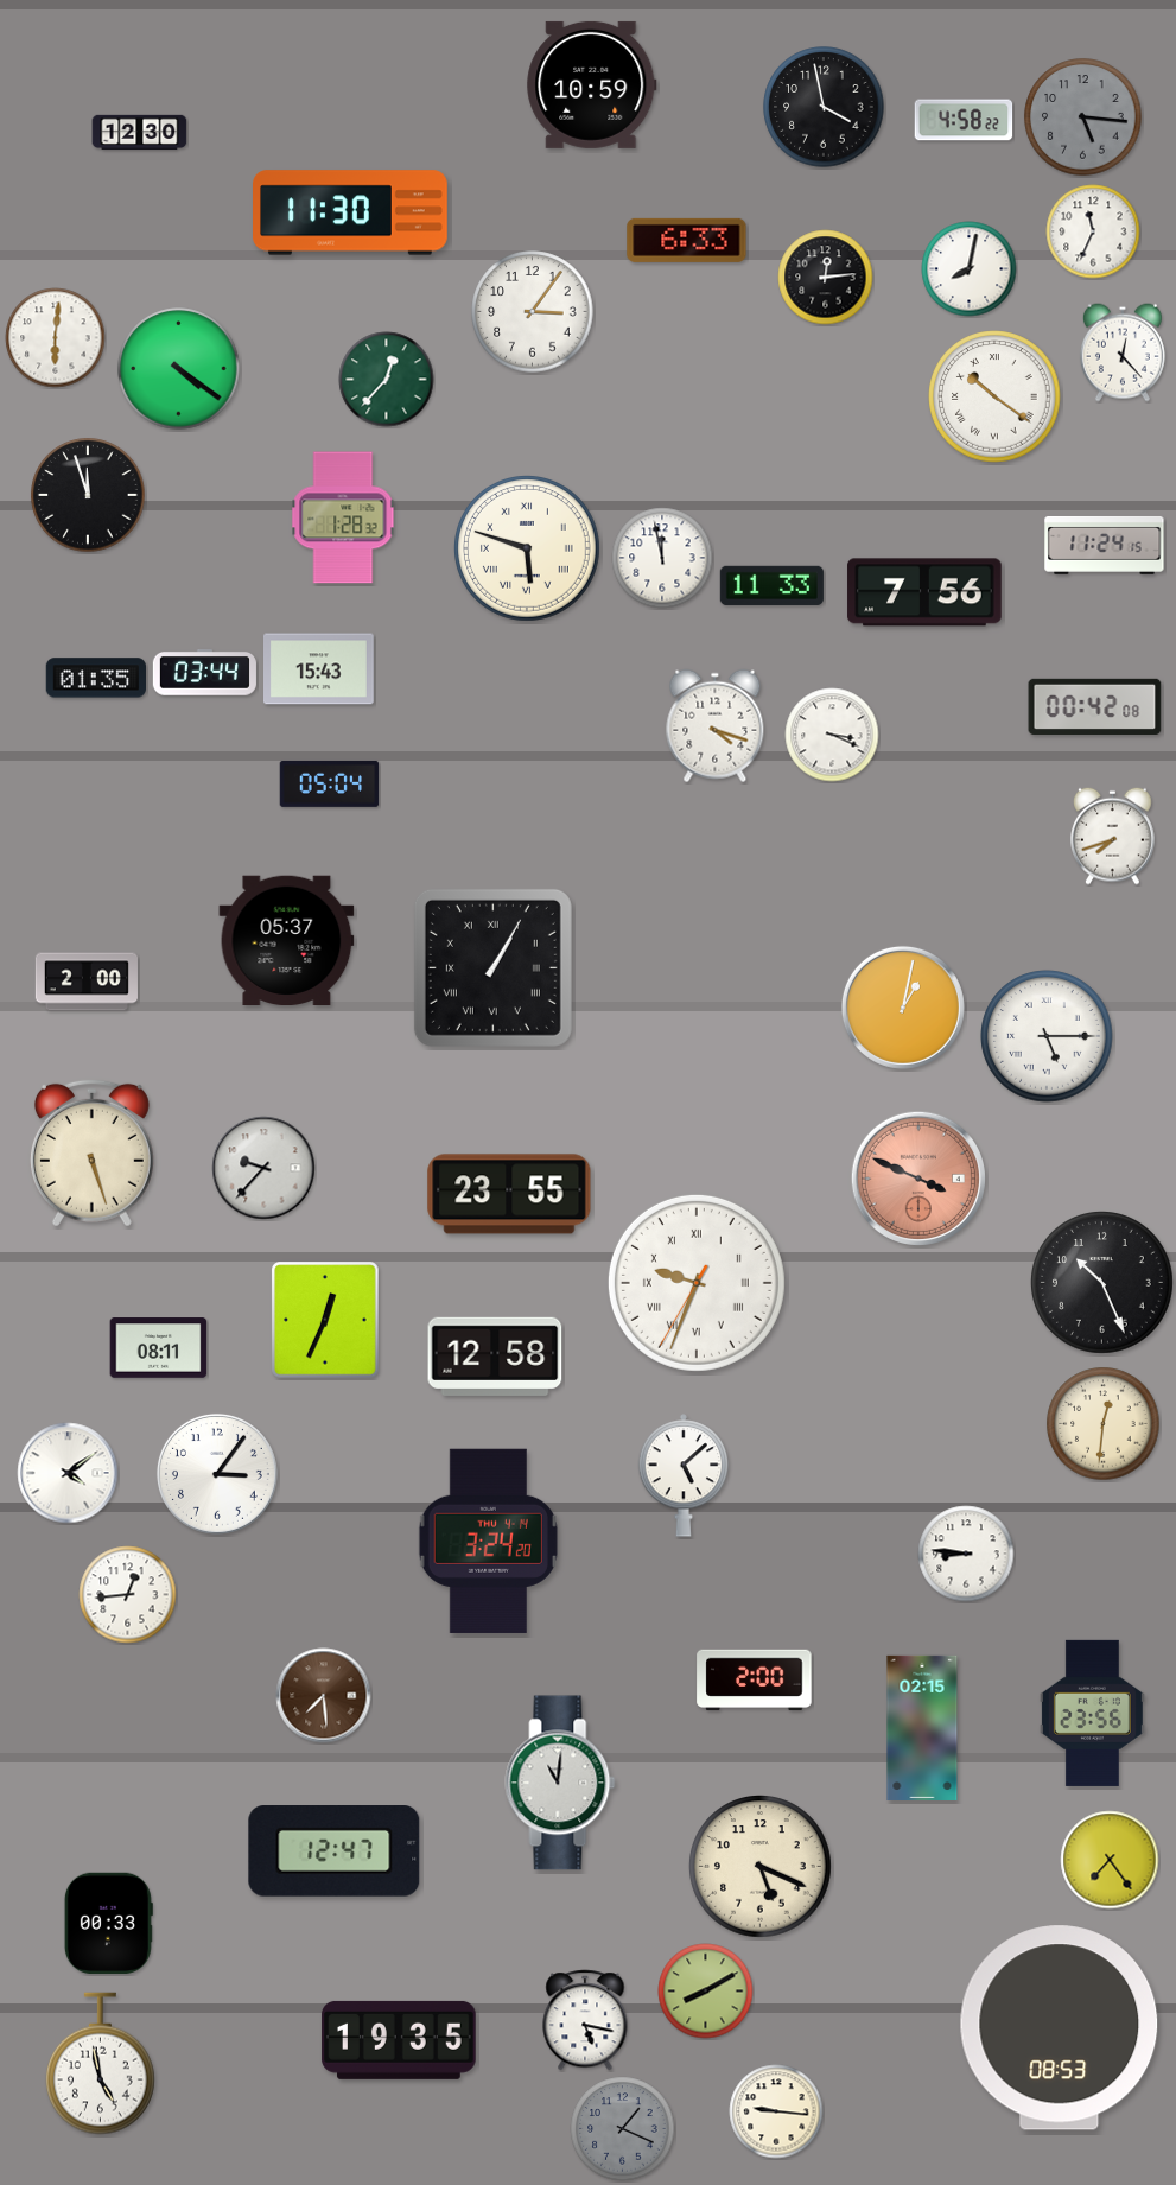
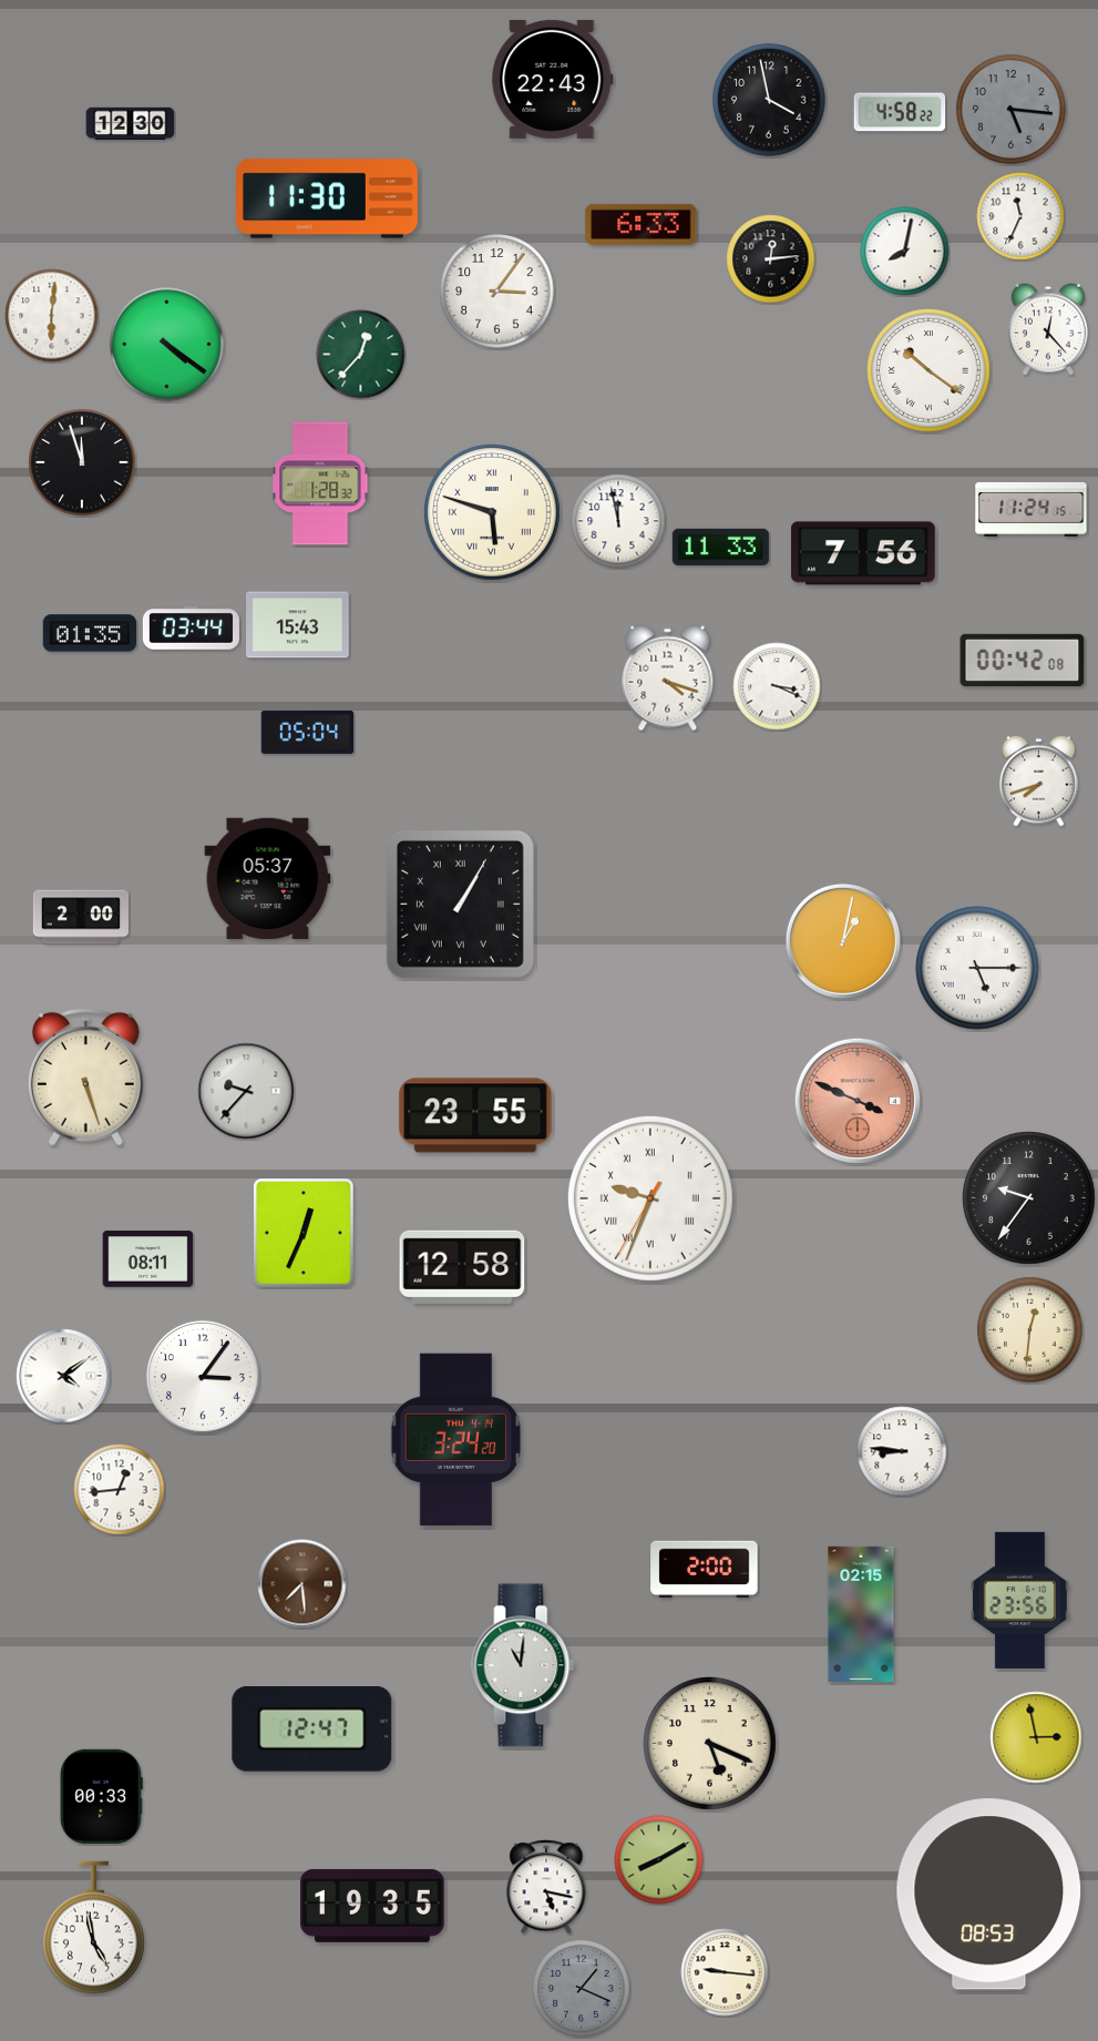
clock at (592, 84): 10:59 -> 22:43
clock at (1102, 1283): 10:26 -> 9:36
clock at (684, 1475): 5:08 -> none
clock at (1110, 1860): 7:24 -> 2:58
